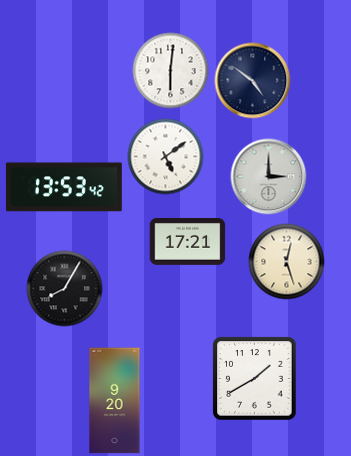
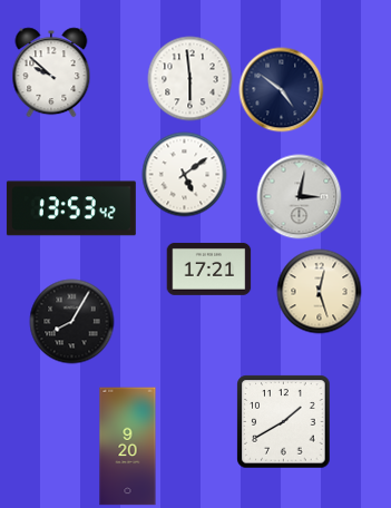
clock at (51, 72): none -> 9:52
clock at (171, 71): 6:01 -> 5:59
clock at (269, 177): 3:00 -> 3:02
